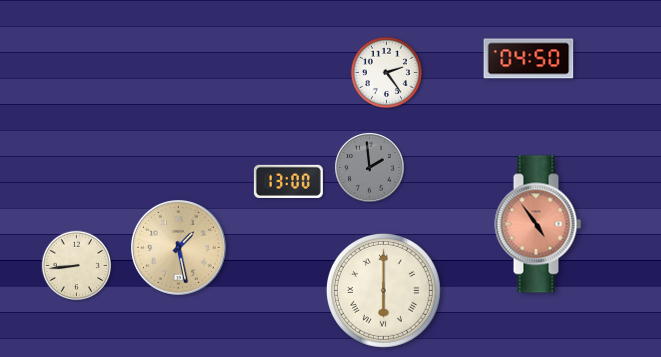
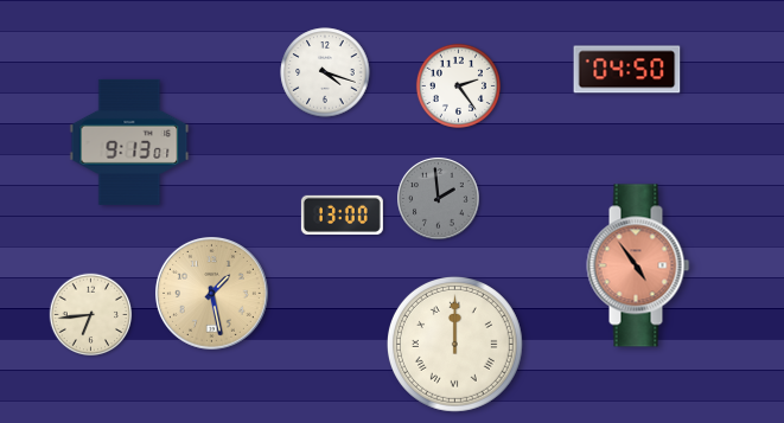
clock at (325, 72): none -> 4:18
clock at (129, 142): none -> 9:13
clock at (77, 266): 8:44 -> 6:44
clock at (383, 290): 6:00 -> 12:00
